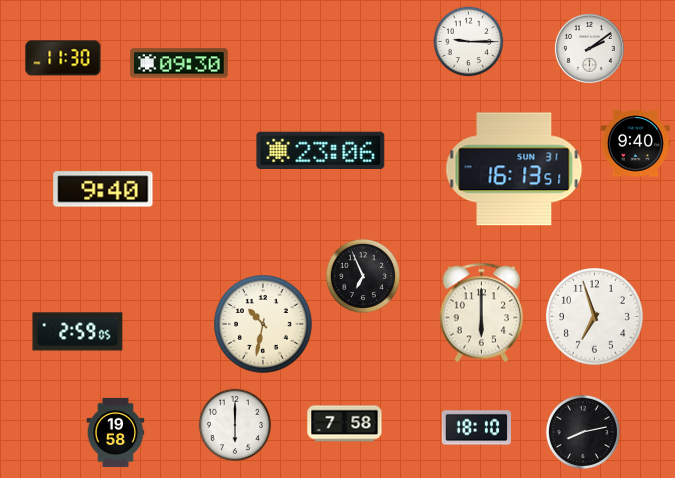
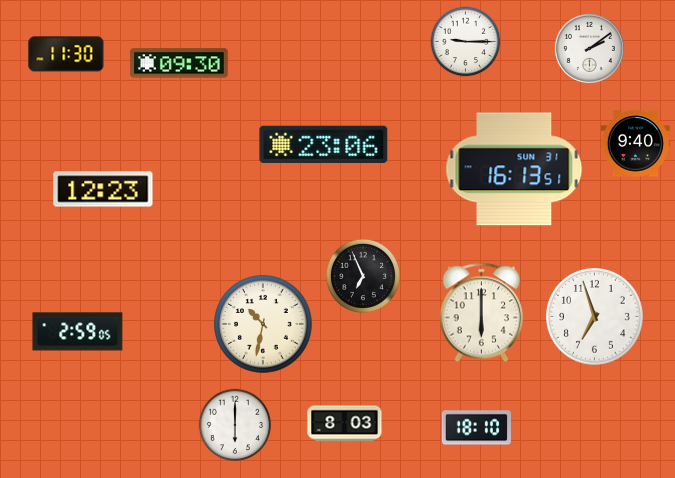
clock at (469, 42) position: (469, 42) -> (466, 42)
clock at (63, 58) position: (63, 58) -> (66, 54)
clock at (321, 150) position: (321, 150) -> (324, 144)
clock at (103, 189): 9:40 -> 12:23
clock at (345, 424): 7:58 -> 8:03
clock at (116, 432): 19:58 -> none
clock at (583, 432): 8:13 -> none
